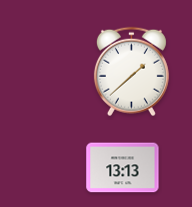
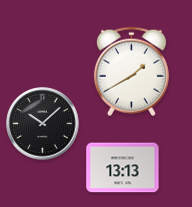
clock at (131, 72): 1:38 -> 1:40
clock at (43, 124): none -> 10:08
